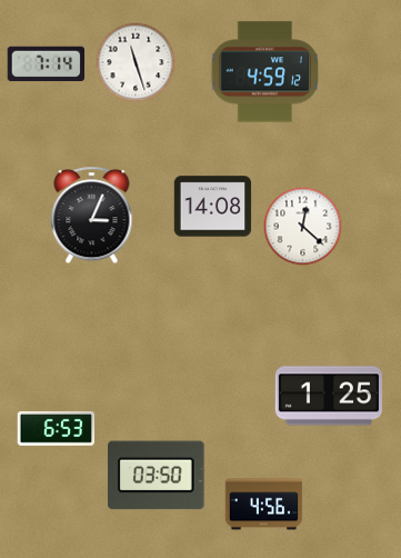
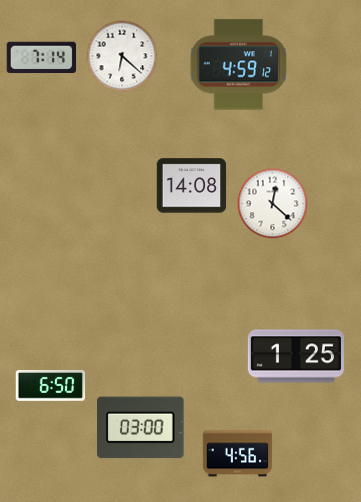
clock at (136, 62): 11:27 -> 6:22
clock at (92, 216): 3:04 -> none
clock at (57, 429): 6:53 -> 6:50
clock at (157, 476): 03:50 -> 03:00
